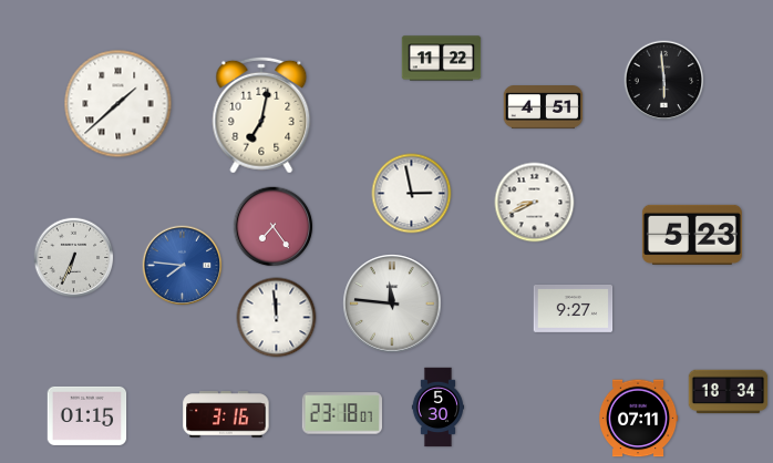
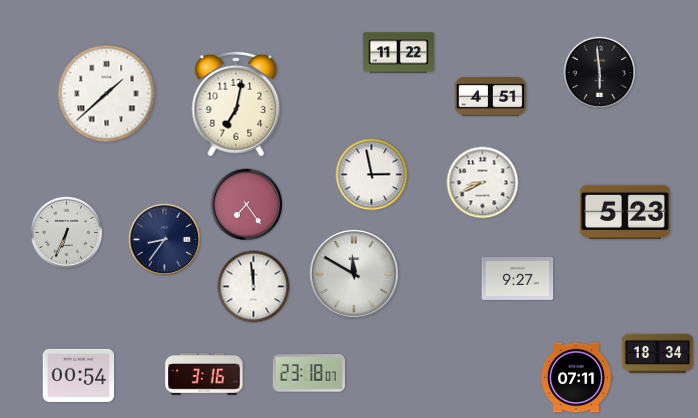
clock at (183, 266): 7:46 -> 8:36
clock at (183, 266) dial: blue -> navy
clock at (392, 303): 11:46 -> 11:50
clock at (277, 318) position: (277, 318) -> (254, 287)
clock at (439, 408): 5:30 -> none
clock at (87, 415): 01:15 -> 00:54
